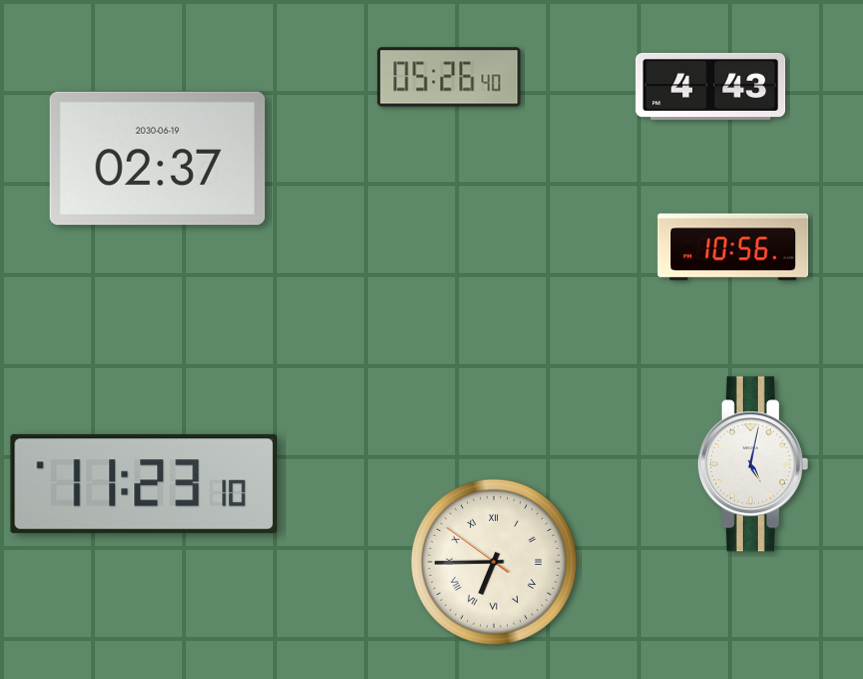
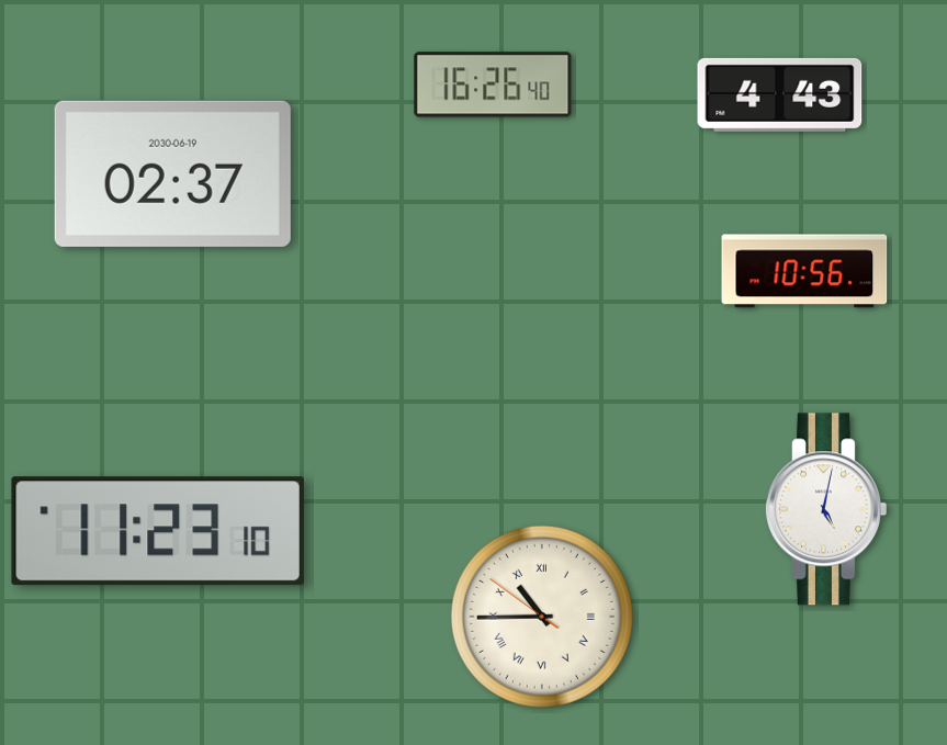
clock at (449, 77): 05:26 -> 16:26
clock at (494, 562): 6:44 -> 10:44
